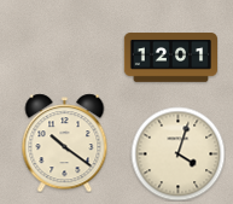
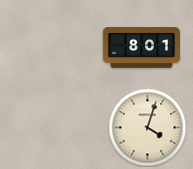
clock at (170, 58): 12:01 -> 8:01
clock at (65, 142): 10:21 -> none
